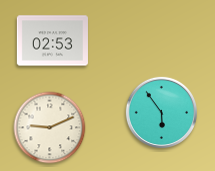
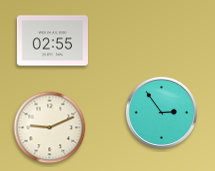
clock at (52, 41): 02:53 -> 02:55
clock at (161, 112): 5:54 -> 2:54
